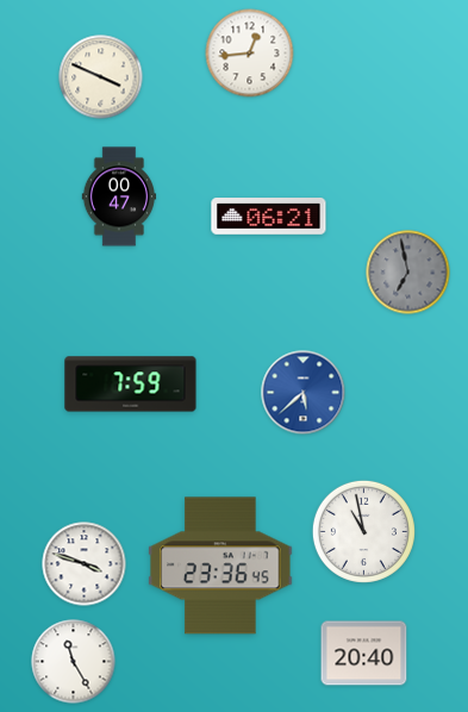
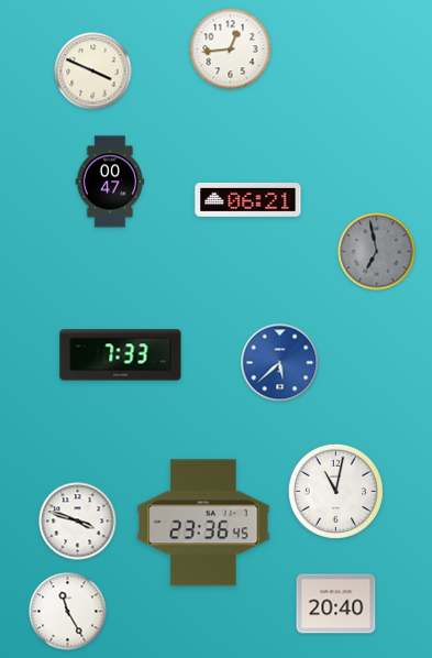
clock at (131, 385): 7:59 -> 7:33
clock at (363, 531): 10:58 -> 11:02
